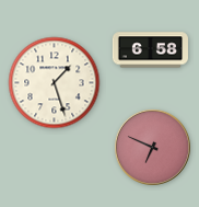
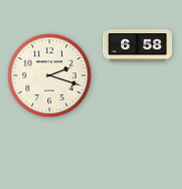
clock at (55, 83): 1:27 -> 2:18
clock at (152, 147): 6:49 -> none
